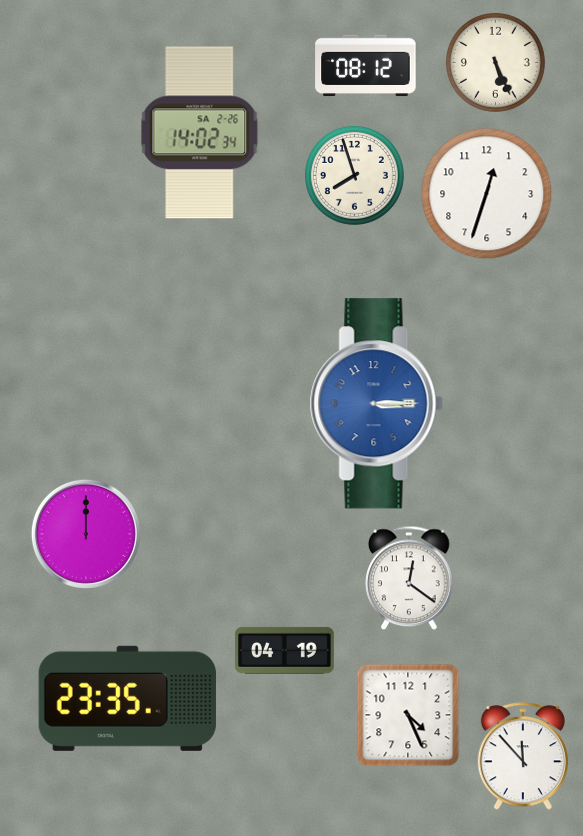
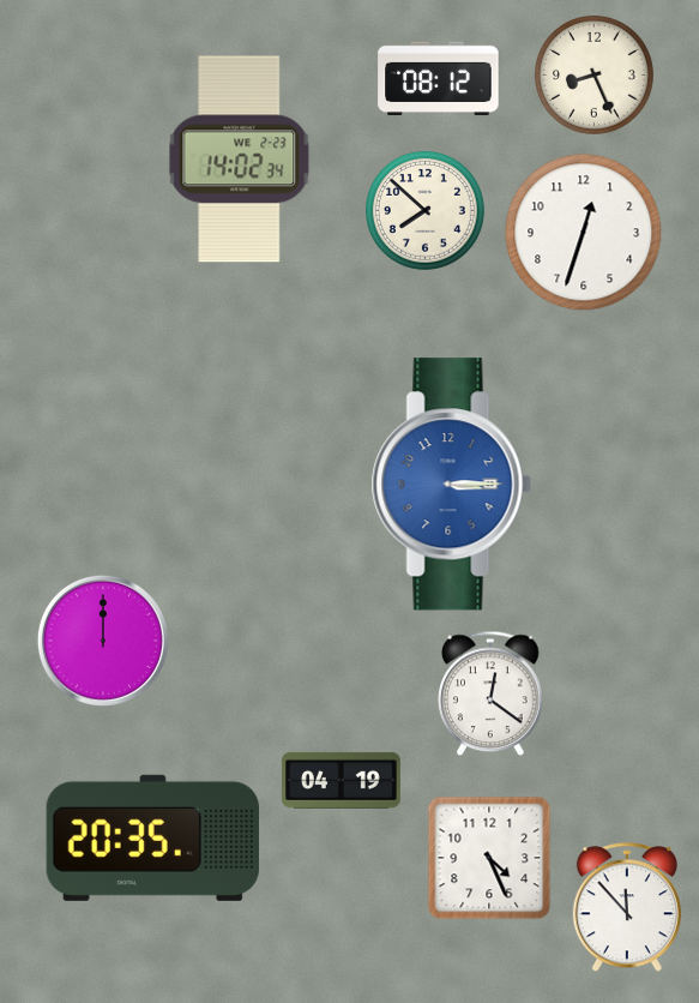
clock at (495, 62): 5:26 -> 8:26
clock at (200, 133) date: SA 2-26 -> WE 2-23
clock at (354, 175): 7:57 -> 7:52
clock at (127, 698): 23:35 -> 20:35
